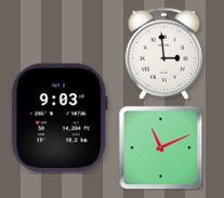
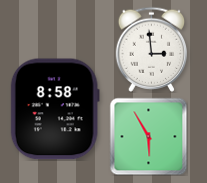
clock at (60, 118): 9:03 -> 8:58
clock at (160, 147): 11:11 -> 5:55
